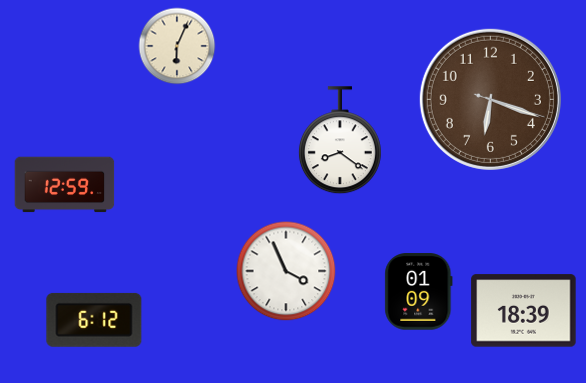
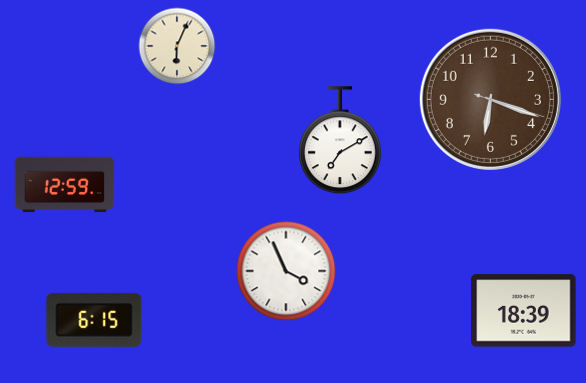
clock at (340, 141): 8:21 -> 7:10
clock at (419, 292): 01:09 -> none
clock at (94, 320): 6:12 -> 6:15
